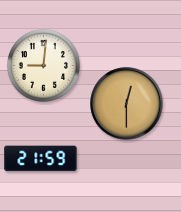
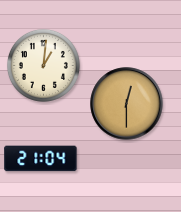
clock at (43, 65): 9:01 -> 1:01
clock at (41, 159): 21:59 -> 21:04
